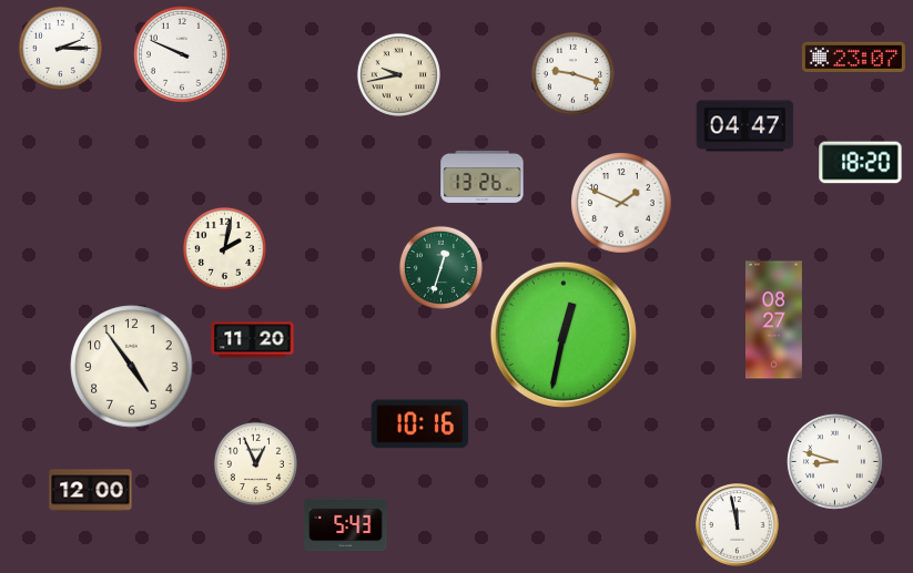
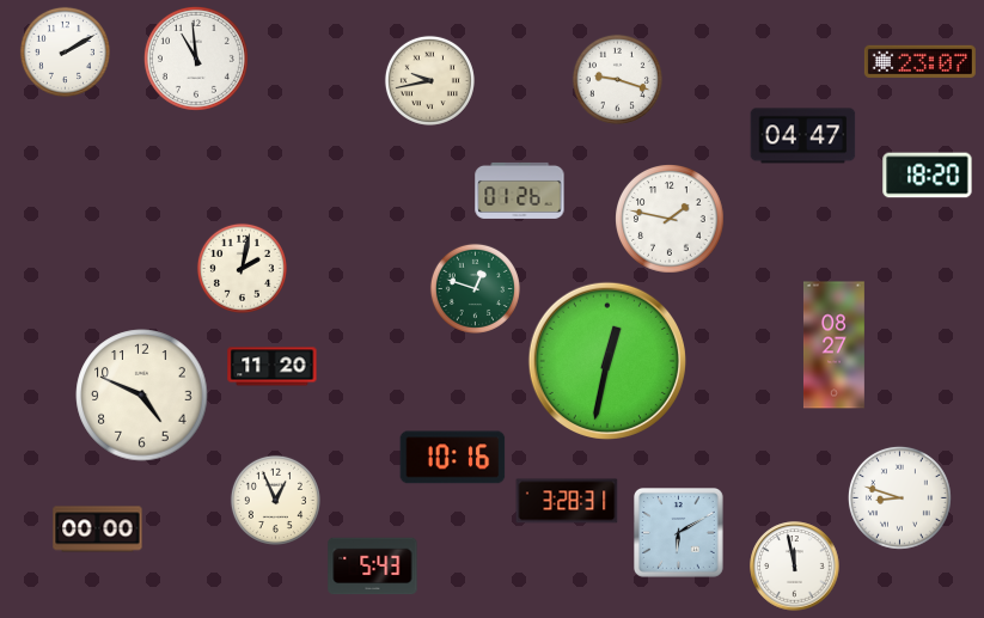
clock at (60, 48): 2:15 -> 2:10
clock at (182, 54): 9:49 -> 10:59
clock at (483, 176): 13:26 -> 01:26
clock at (622, 204): 1:49 -> 1:47
clock at (440, 267): 12:33 -> 12:48
clock at (132, 367): 4:54 -> 4:49
clock at (567, 501): none -> 3:28
clock at (91, 491): 12:00 -> 00:00
clock at (679, 533): none -> 6:10
